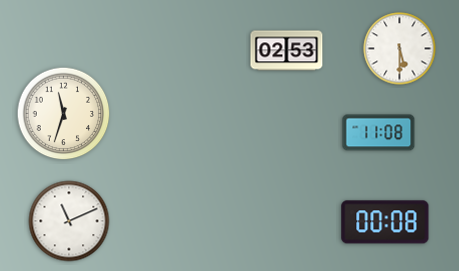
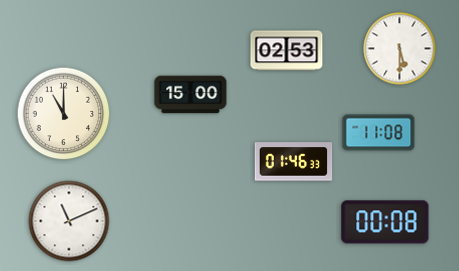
clock at (191, 95): none -> 15:00
clock at (64, 114): 11:33 -> 11:00
clock at (294, 162): none -> 01:46
